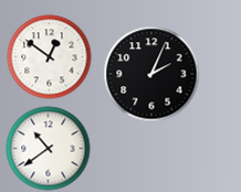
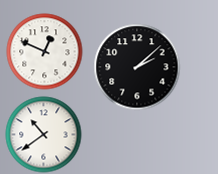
clock at (50, 57): 12:51 -> 12:49
clock at (151, 74): 2:04 -> 2:08
